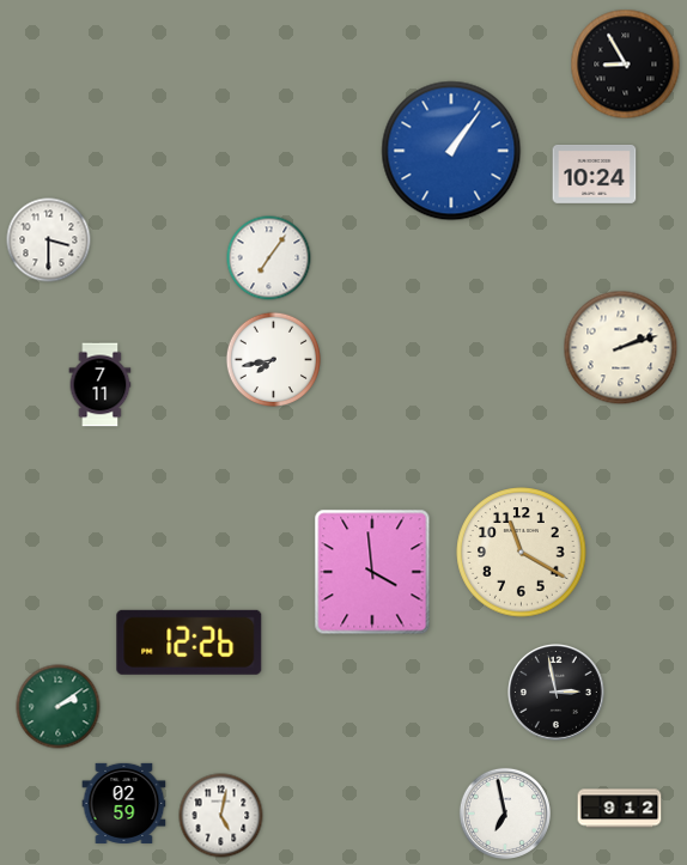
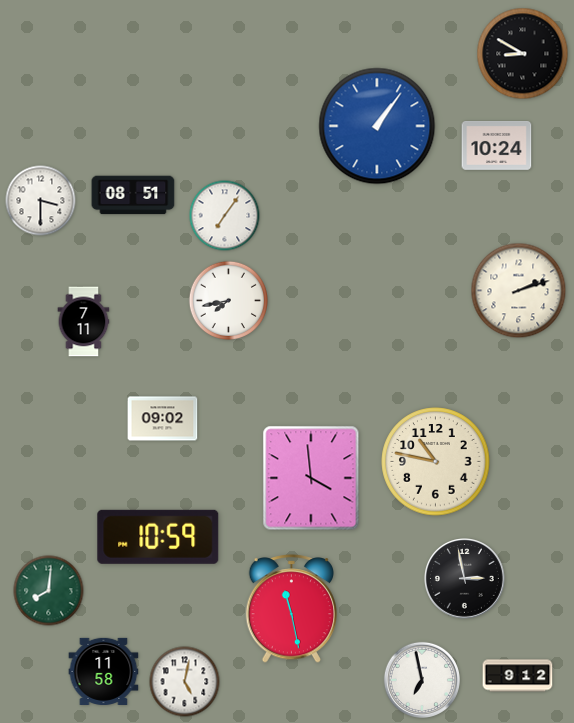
clock at (626, 65): 8:55 -> 8:50
clock at (133, 195): none -> 08:51
clock at (163, 419): none -> 09:02
clock at (522, 553): 11:20 -> 10:47
clock at (189, 642): 12:26 -> 10:59
clock at (59, 707): 2:09 -> 8:01
clock at (291, 609): none -> 11:28
clock at (124, 803): 02:59 -> 11:58
